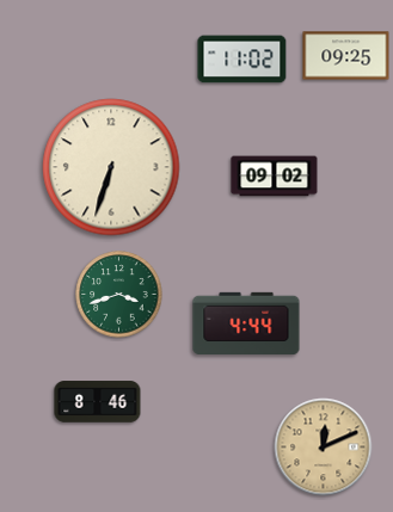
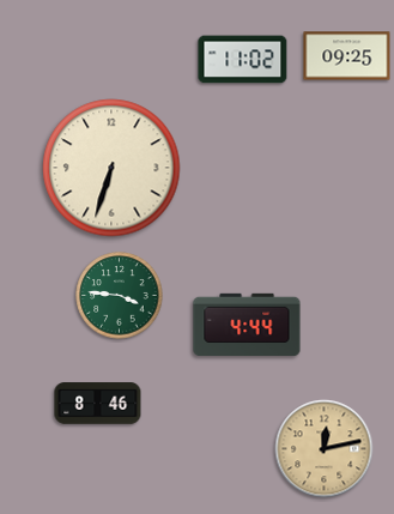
clock at (275, 177): 09:02 -> none
clock at (119, 295): 3:42 -> 3:46
clock at (324, 448): 12:11 -> 12:13
